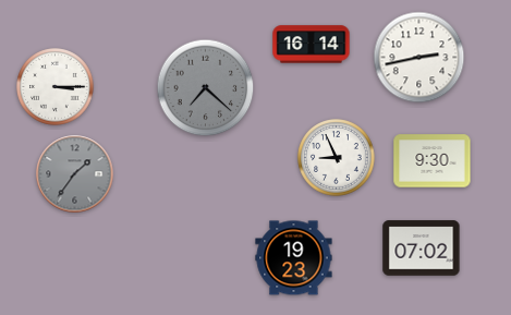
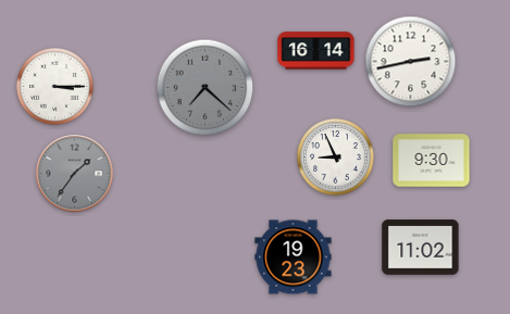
clock at (312, 45) position: (312, 45) -> (316, 51)
clock at (419, 58) position: (419, 58) -> (411, 62)
clock at (422, 249): 07:02 -> 11:02
